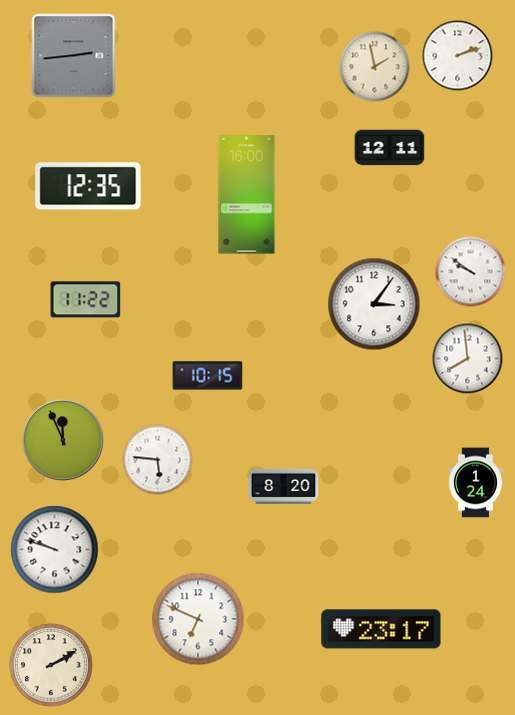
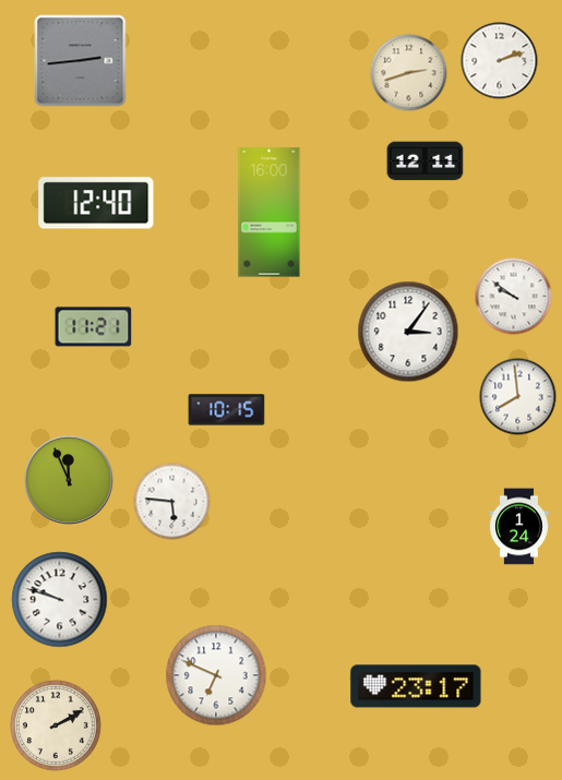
clock at (375, 67): 1:58 -> 2:42
clock at (88, 186): 12:35 -> 12:40
clock at (86, 300): 11:22 -> 11:21
clock at (468, 359) position: (468, 359) -> (518, 397)
clock at (284, 486): 8:20 -> none
